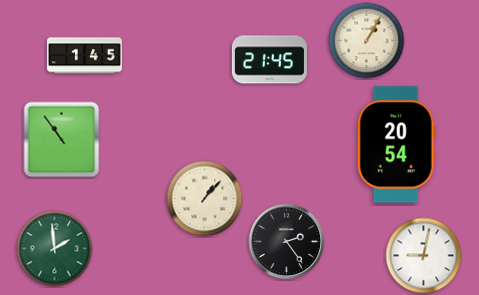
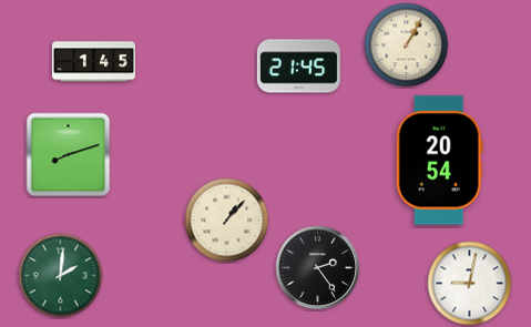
clock at (62, 140): 10:54 -> 8:12
clock at (55, 249): 1:59 -> 2:01
